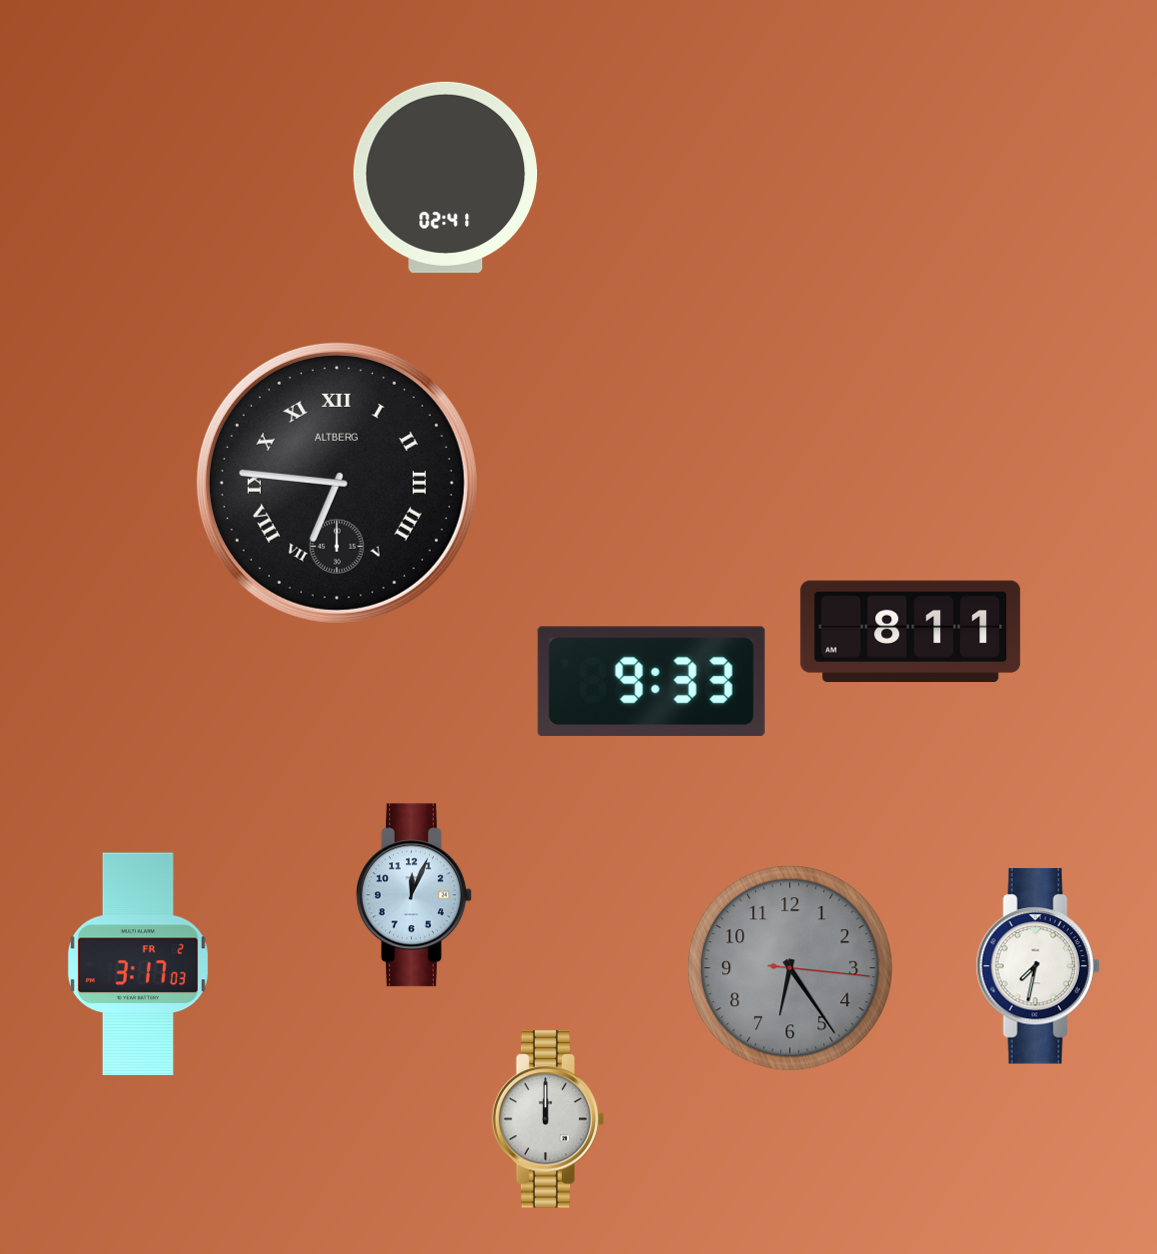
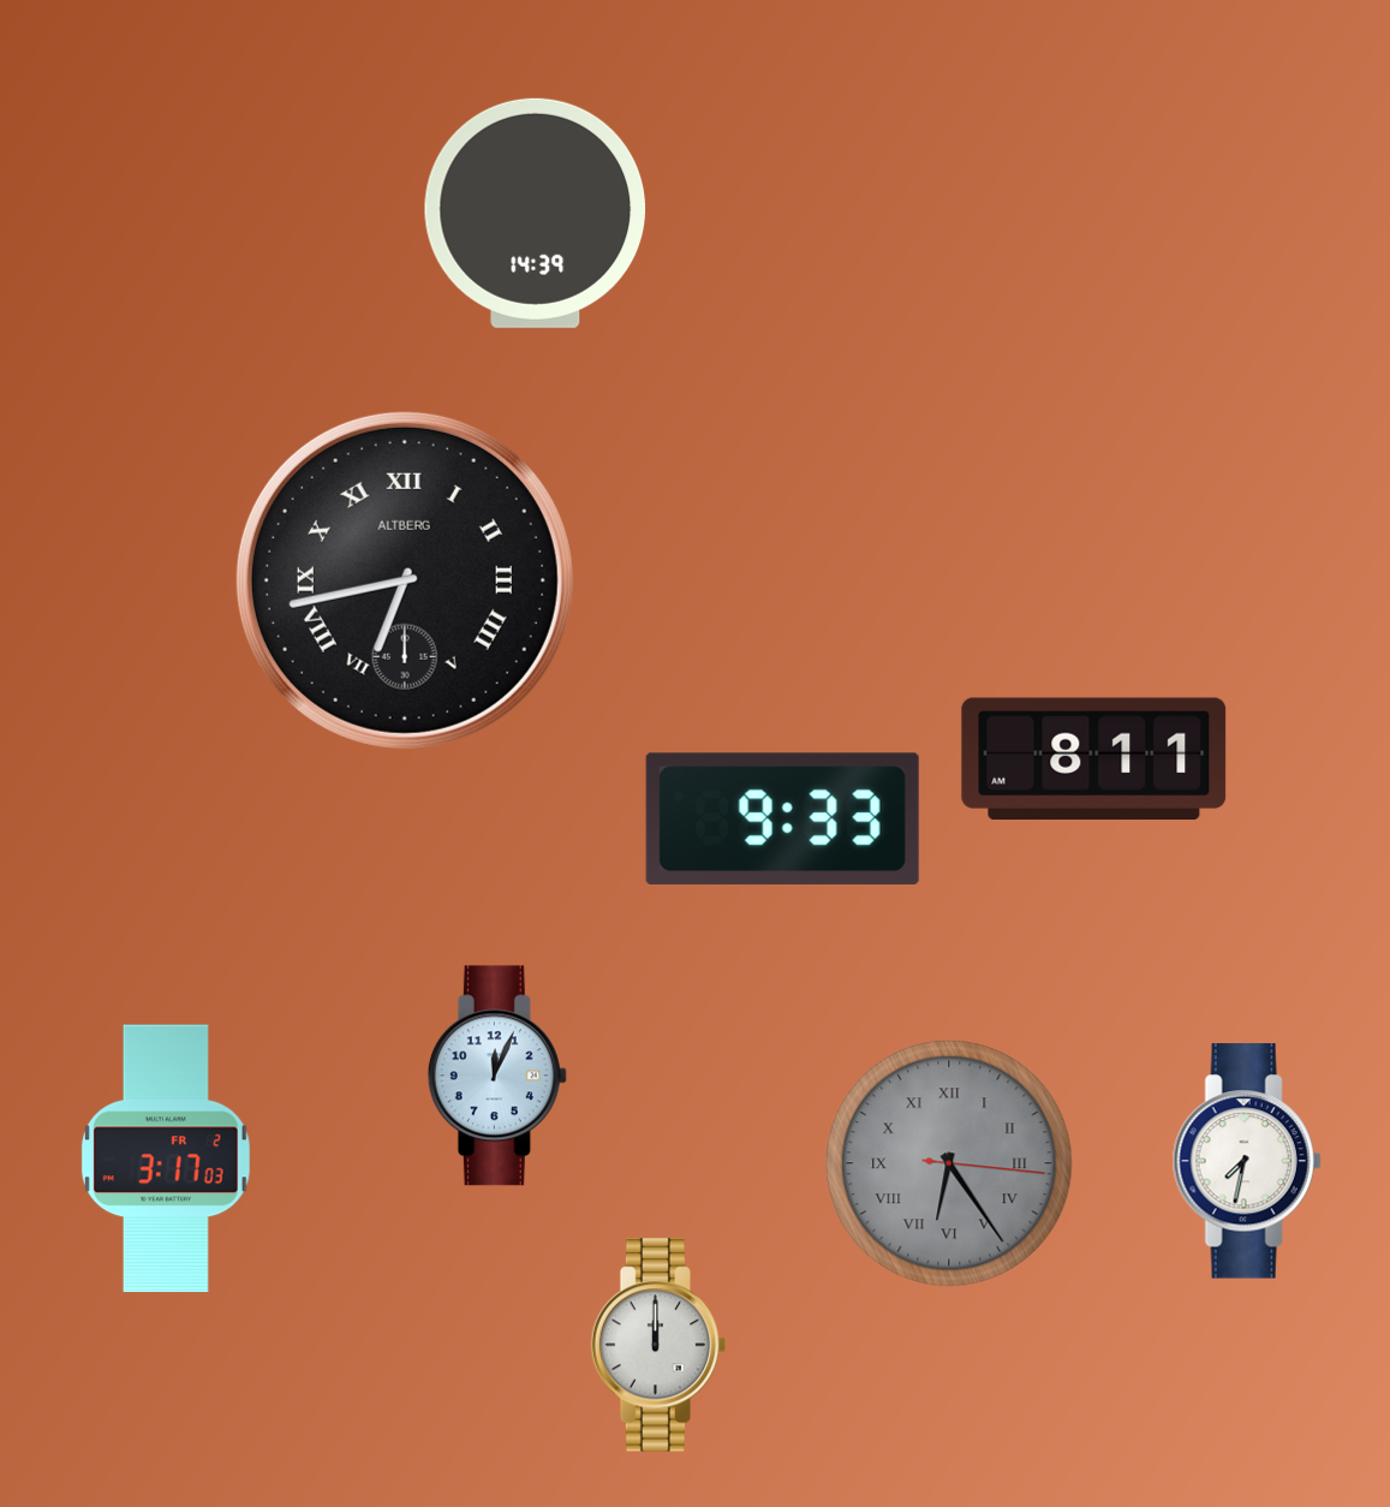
clock at (446, 177): 02:41 -> 14:39
clock at (337, 483): 6:46 -> 6:43
clock at (790, 968) numerals: Arabic -> Roman
